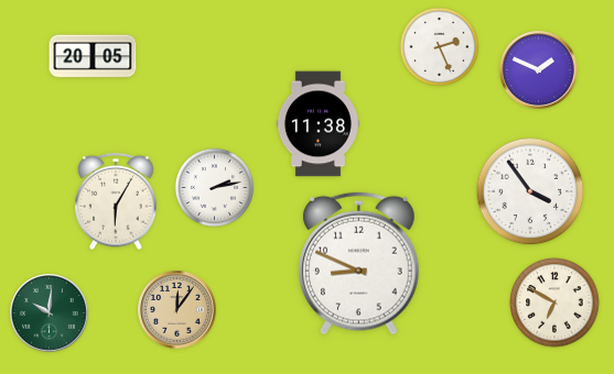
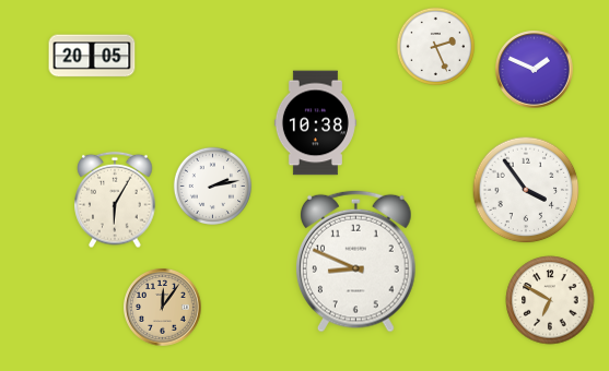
clock at (317, 124): 11:38 -> 10:38
clock at (177, 310) position: (177, 310) -> (163, 308)
clock at (50, 313): 10:01 -> none
